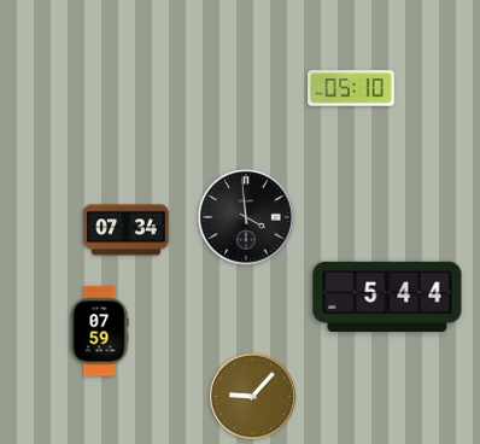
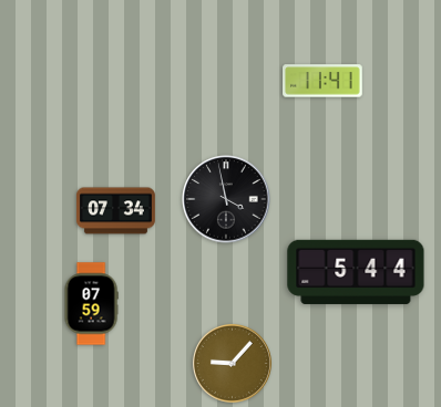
clock at (351, 88): 05:10 -> 11:41
clock at (246, 217): 3:59 -> 3:58
